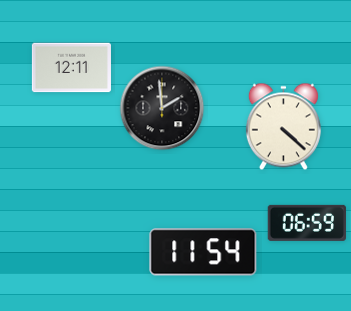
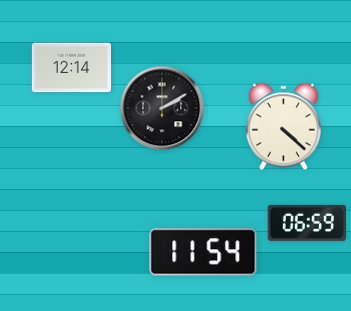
clock at (71, 68): 12:11 -> 12:14
clock at (162, 108): 1:59 -> 2:10
